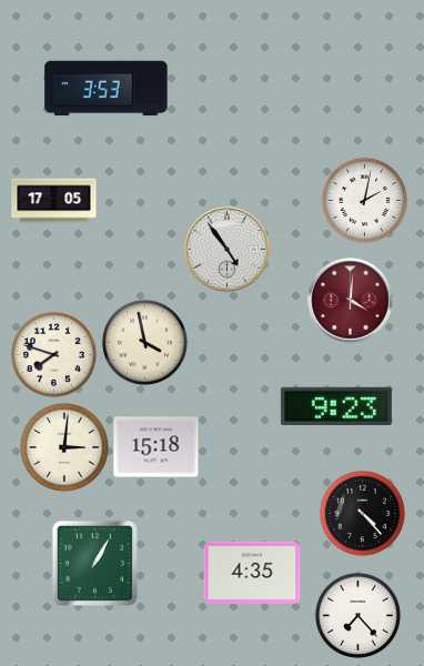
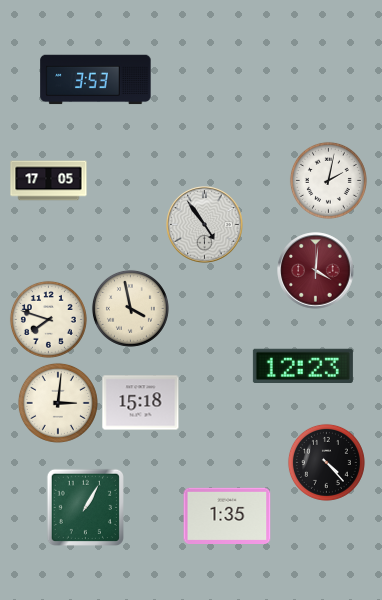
clock at (336, 405): 9:23 -> 12:23
clock at (252, 572): 4:35 -> 1:35
clock at (357, 615): 7:23 -> none
